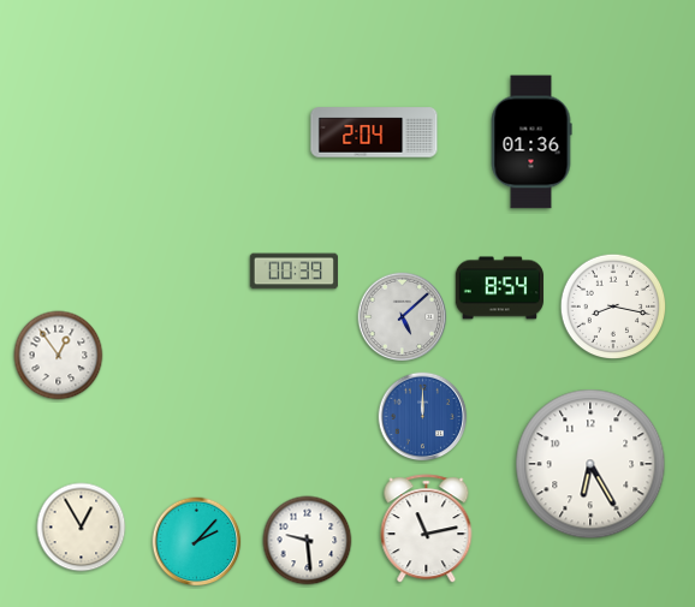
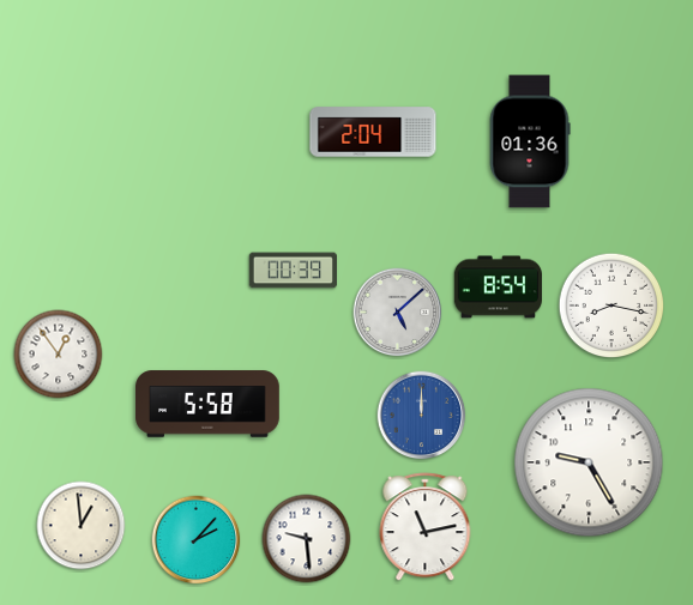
clock at (403, 317) position: (403, 317) -> (398, 313)
clock at (207, 404): none -> 5:58
clock at (590, 464): 6:25 -> 9:25
clock at (82, 528): 12:55 -> 12:59
